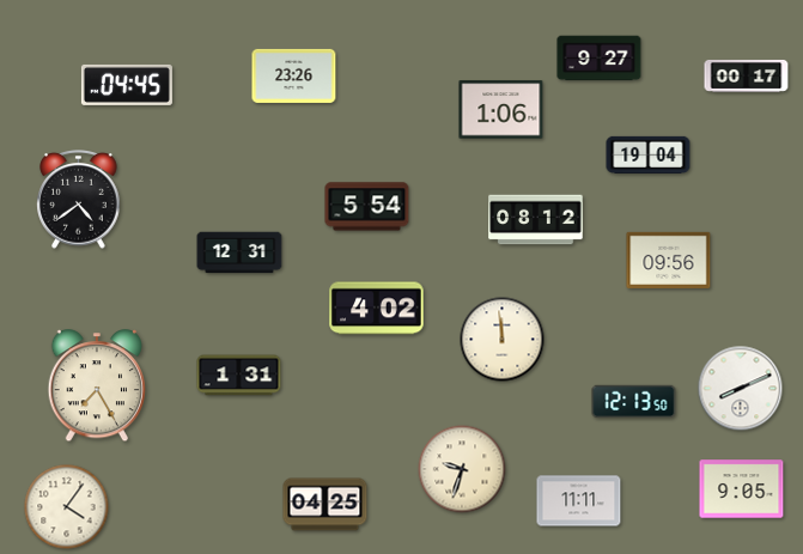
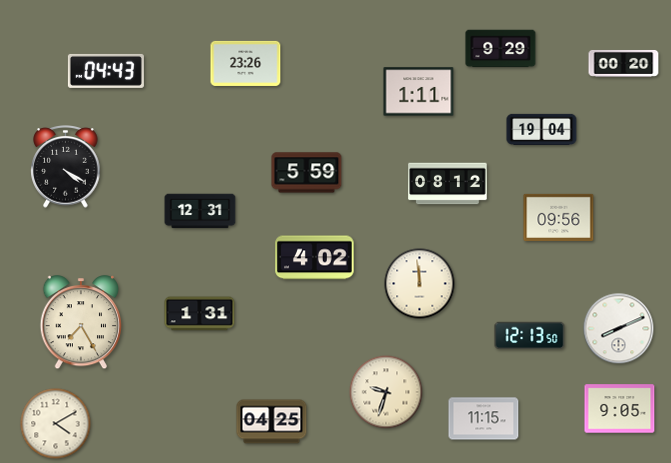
clock at (600, 59): 9:27 -> 9:29
clock at (747, 75): 00:17 -> 00:20
clock at (127, 85): 04:45 -> 04:43
clock at (501, 110): 1:06 -> 1:11
clock at (79, 200): 4:39 -> 4:20
clock at (367, 207): 5:54 -> 5:59
clock at (741, 389) position: (741, 389) -> (619, 329)
clock at (579, 501): 11:11 -> 11:15
clock at (67, 507): 4:06 -> 4:10
